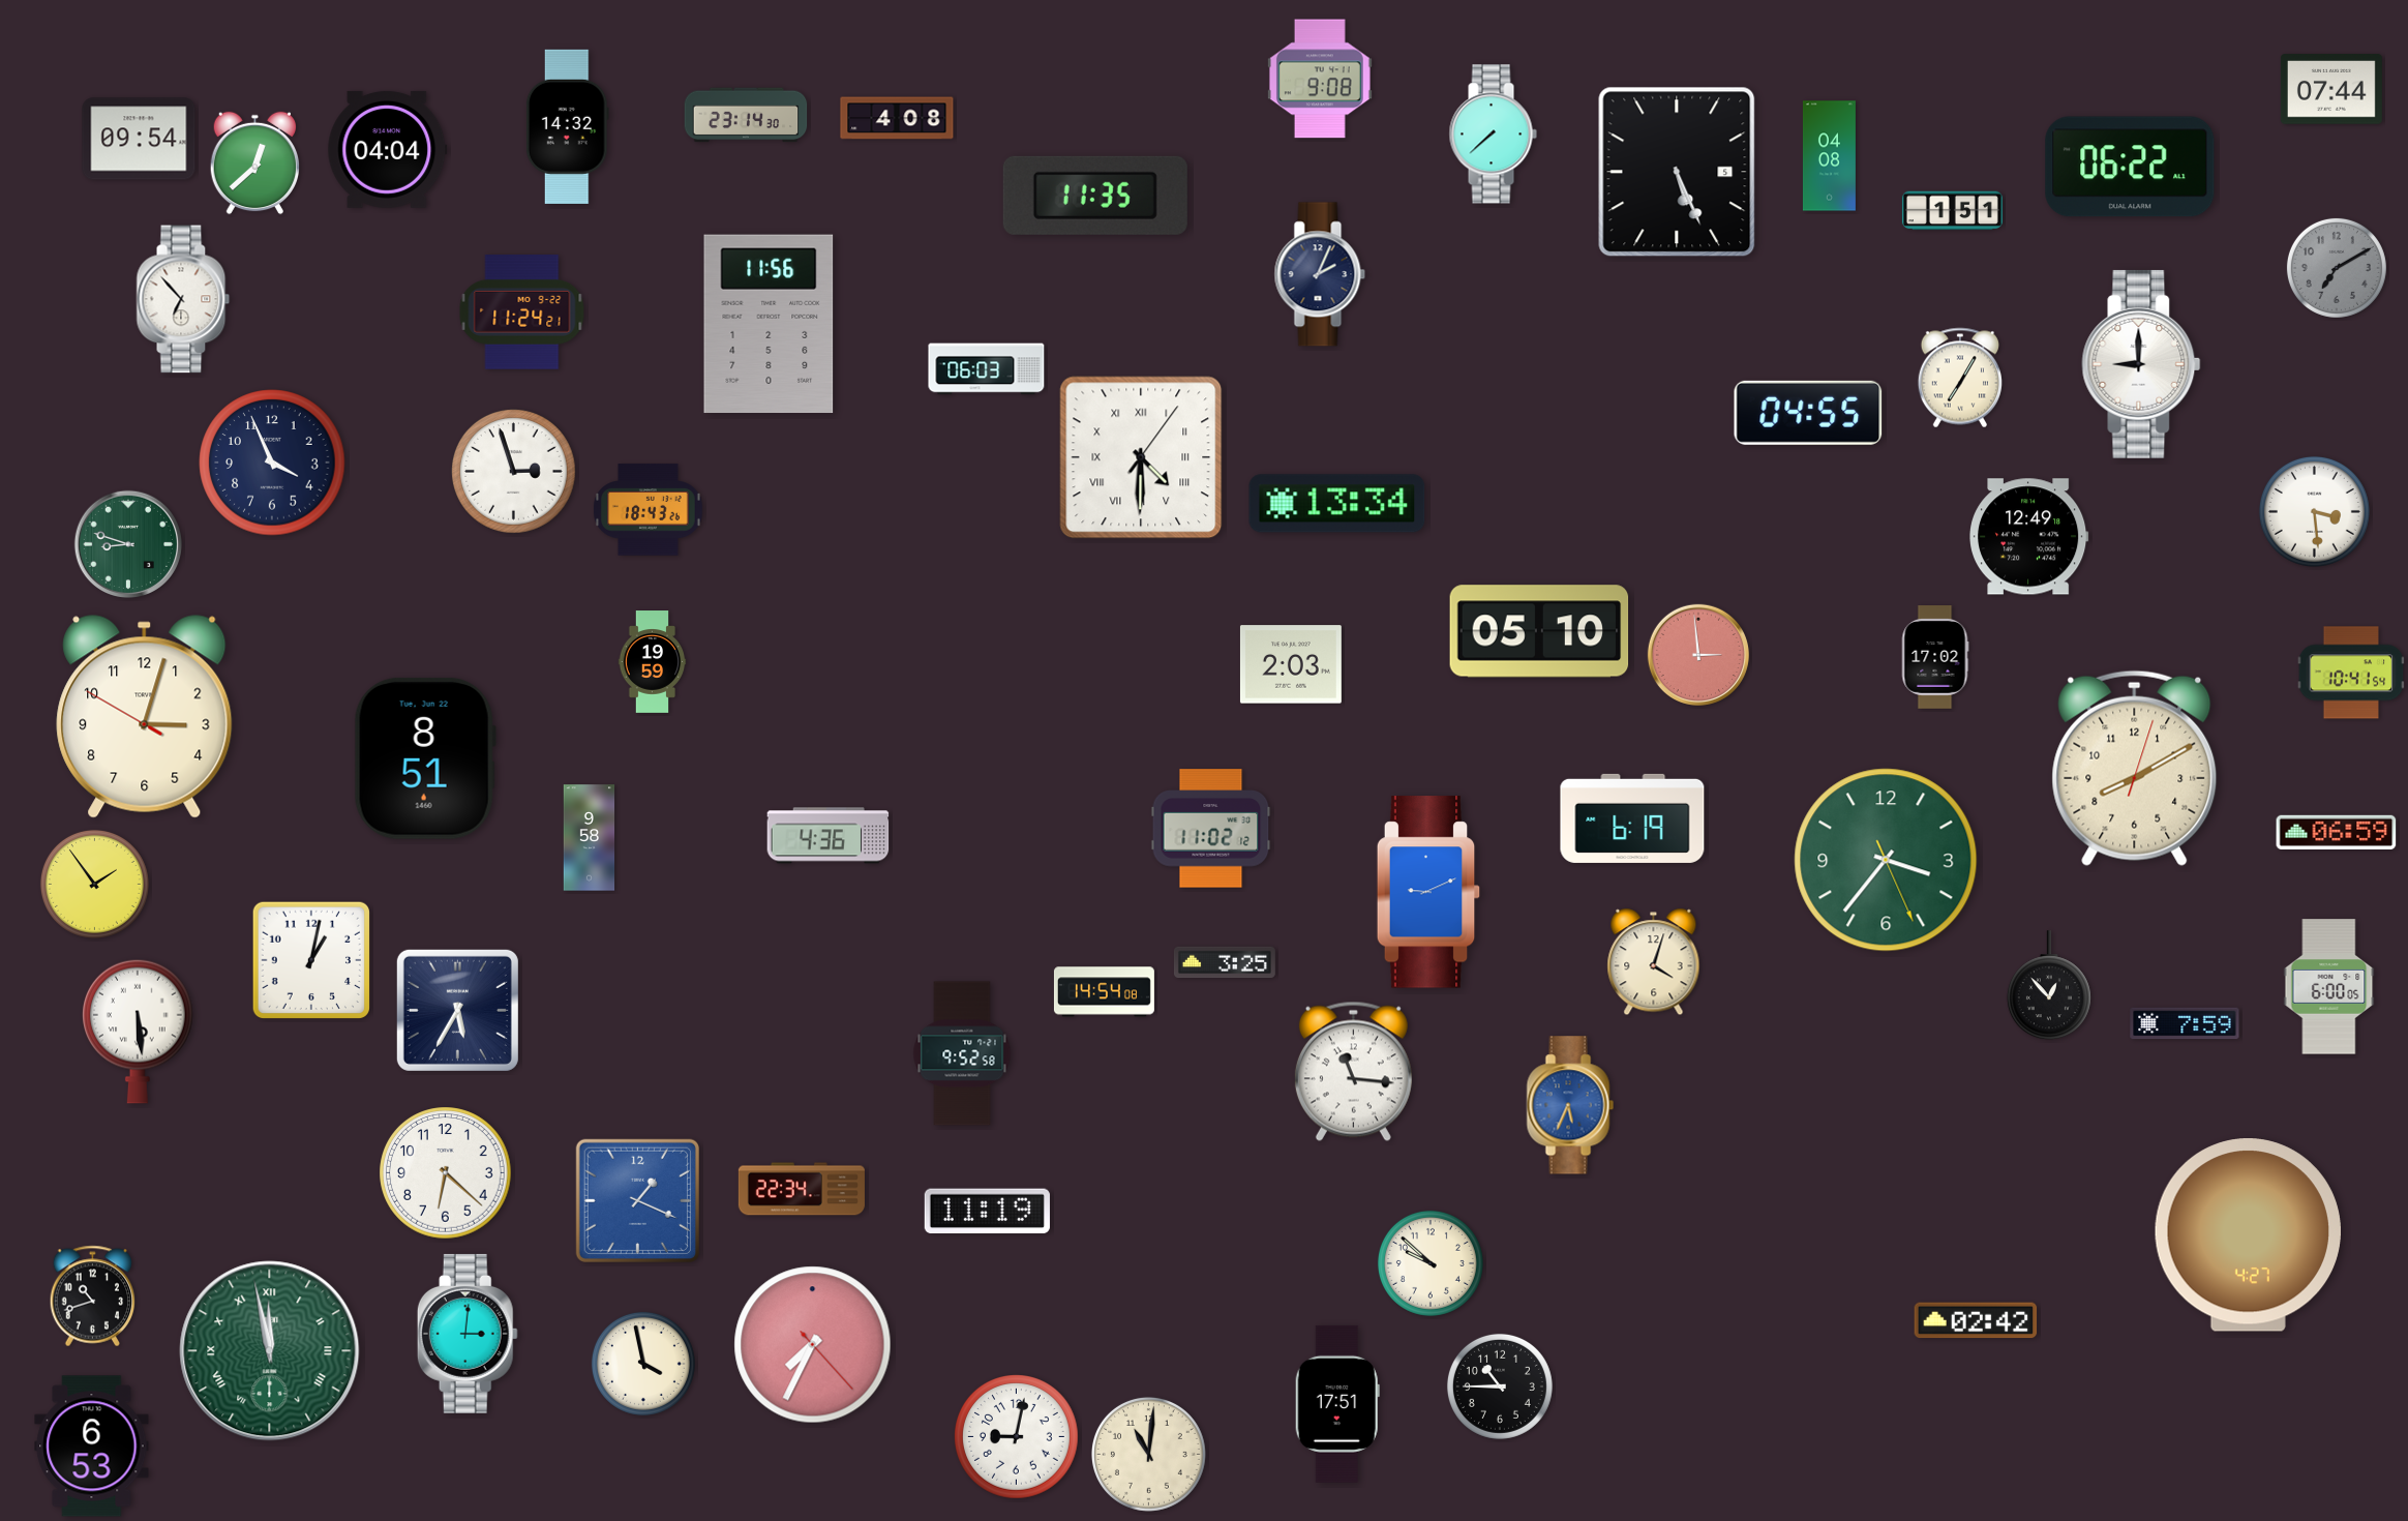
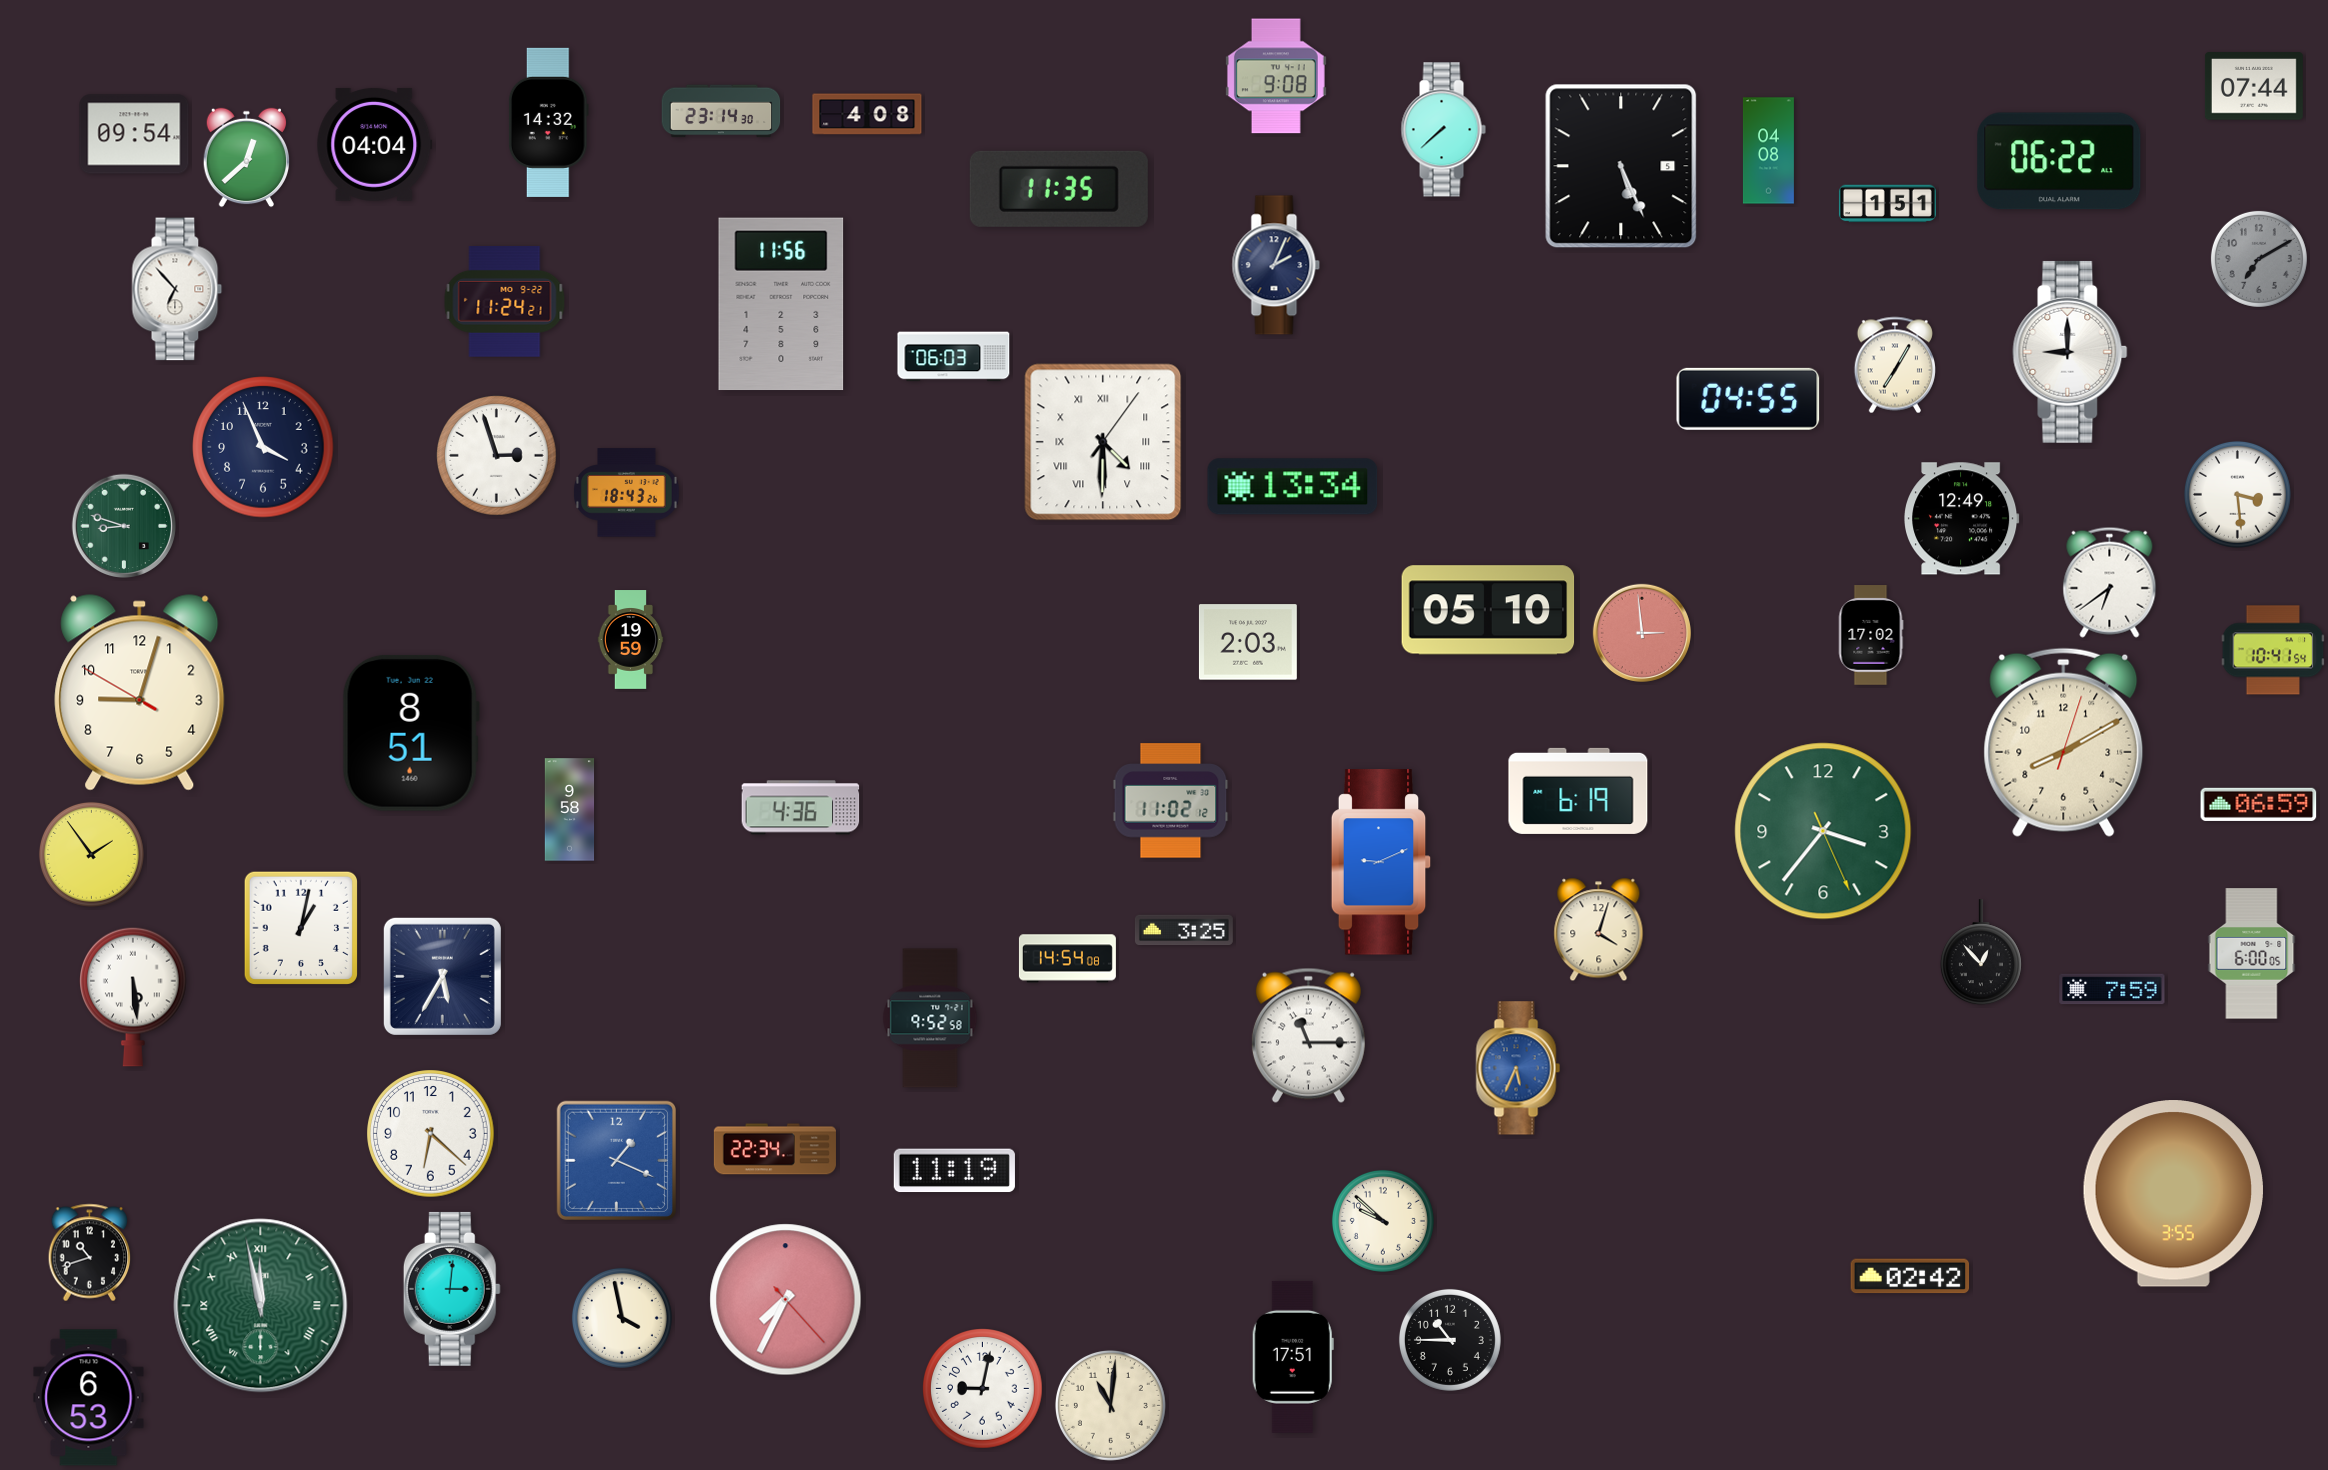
clock at (769, 324) position: (769, 324) -> (781, 304)
clock at (2110, 582): none -> 6:39
clock at (145, 717): 3:02 -> 9:02
clock at (1353, 1071): 11:16 -> 11:15
clock at (2248, 1235): 4:27 -> 3:55
